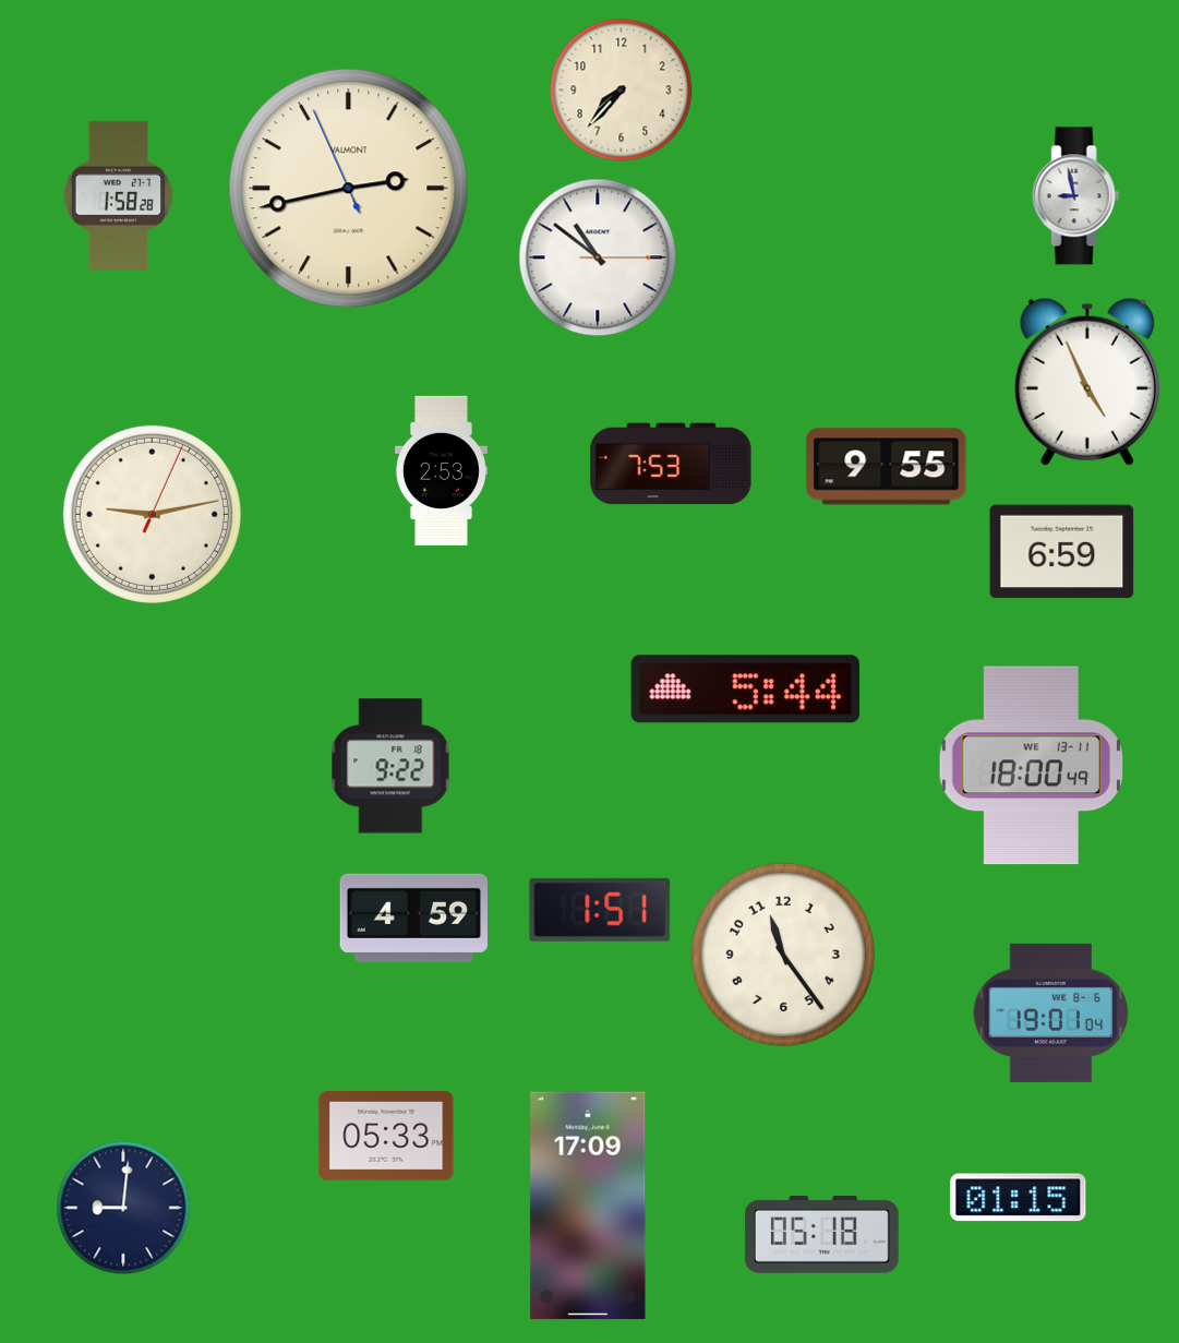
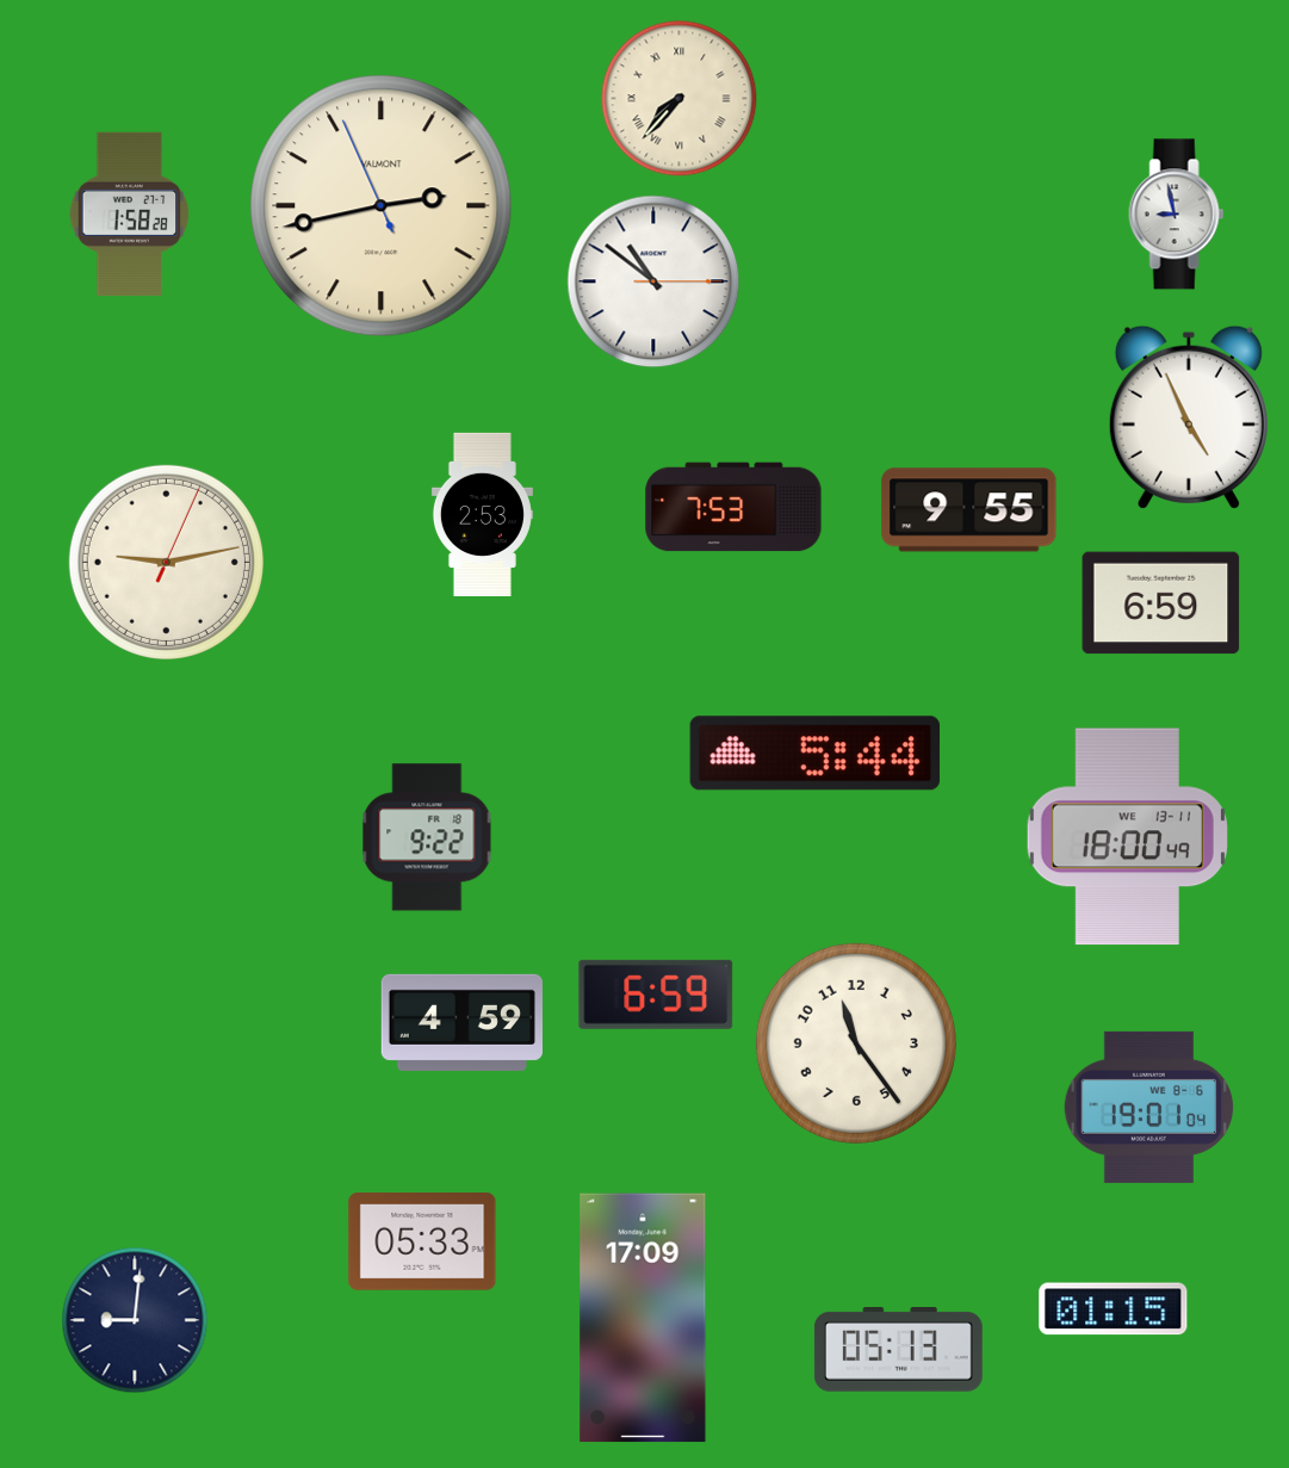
clock at (622, 91) numerals: Arabic -> Roman
clock at (600, 910): 1:51 -> 6:59
clock at (413, 918) position: (413, 918) -> (461, 1022)
clock at (821, 1235): 05:18 -> 05:13
